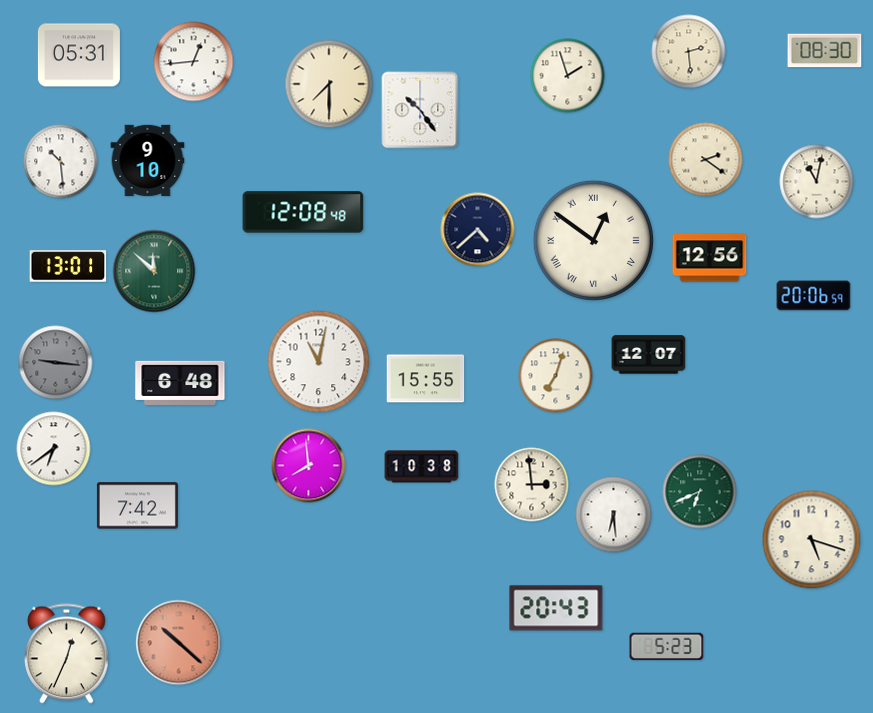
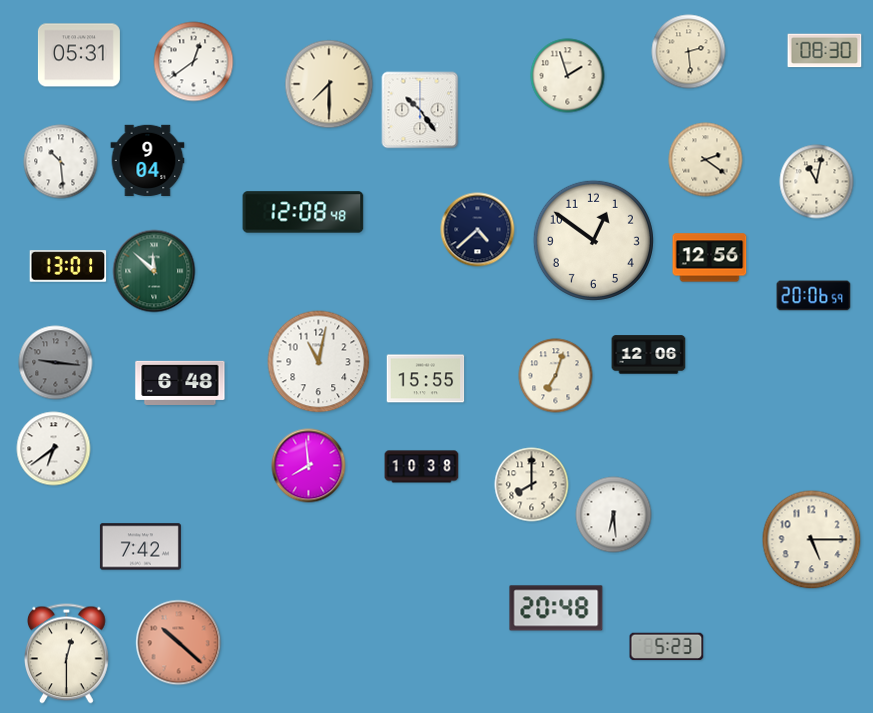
clock at (194, 62): 12:44 -> 12:39
clock at (148, 161): 9:10 -> 9:04
clock at (593, 240) numerals: Roman -> Arabic
clock at (649, 355): 12:07 -> 12:06
clock at (532, 485): 2:59 -> 8:00
clock at (700, 492): 6:41 -> none
clock at (137, 506) position: (137, 506) -> (140, 547)
clock at (812, 540): 5:18 -> 5:15
clock at (556, 608): 20:43 -> 20:48
clock at (67, 654): 12:34 -> 12:30
